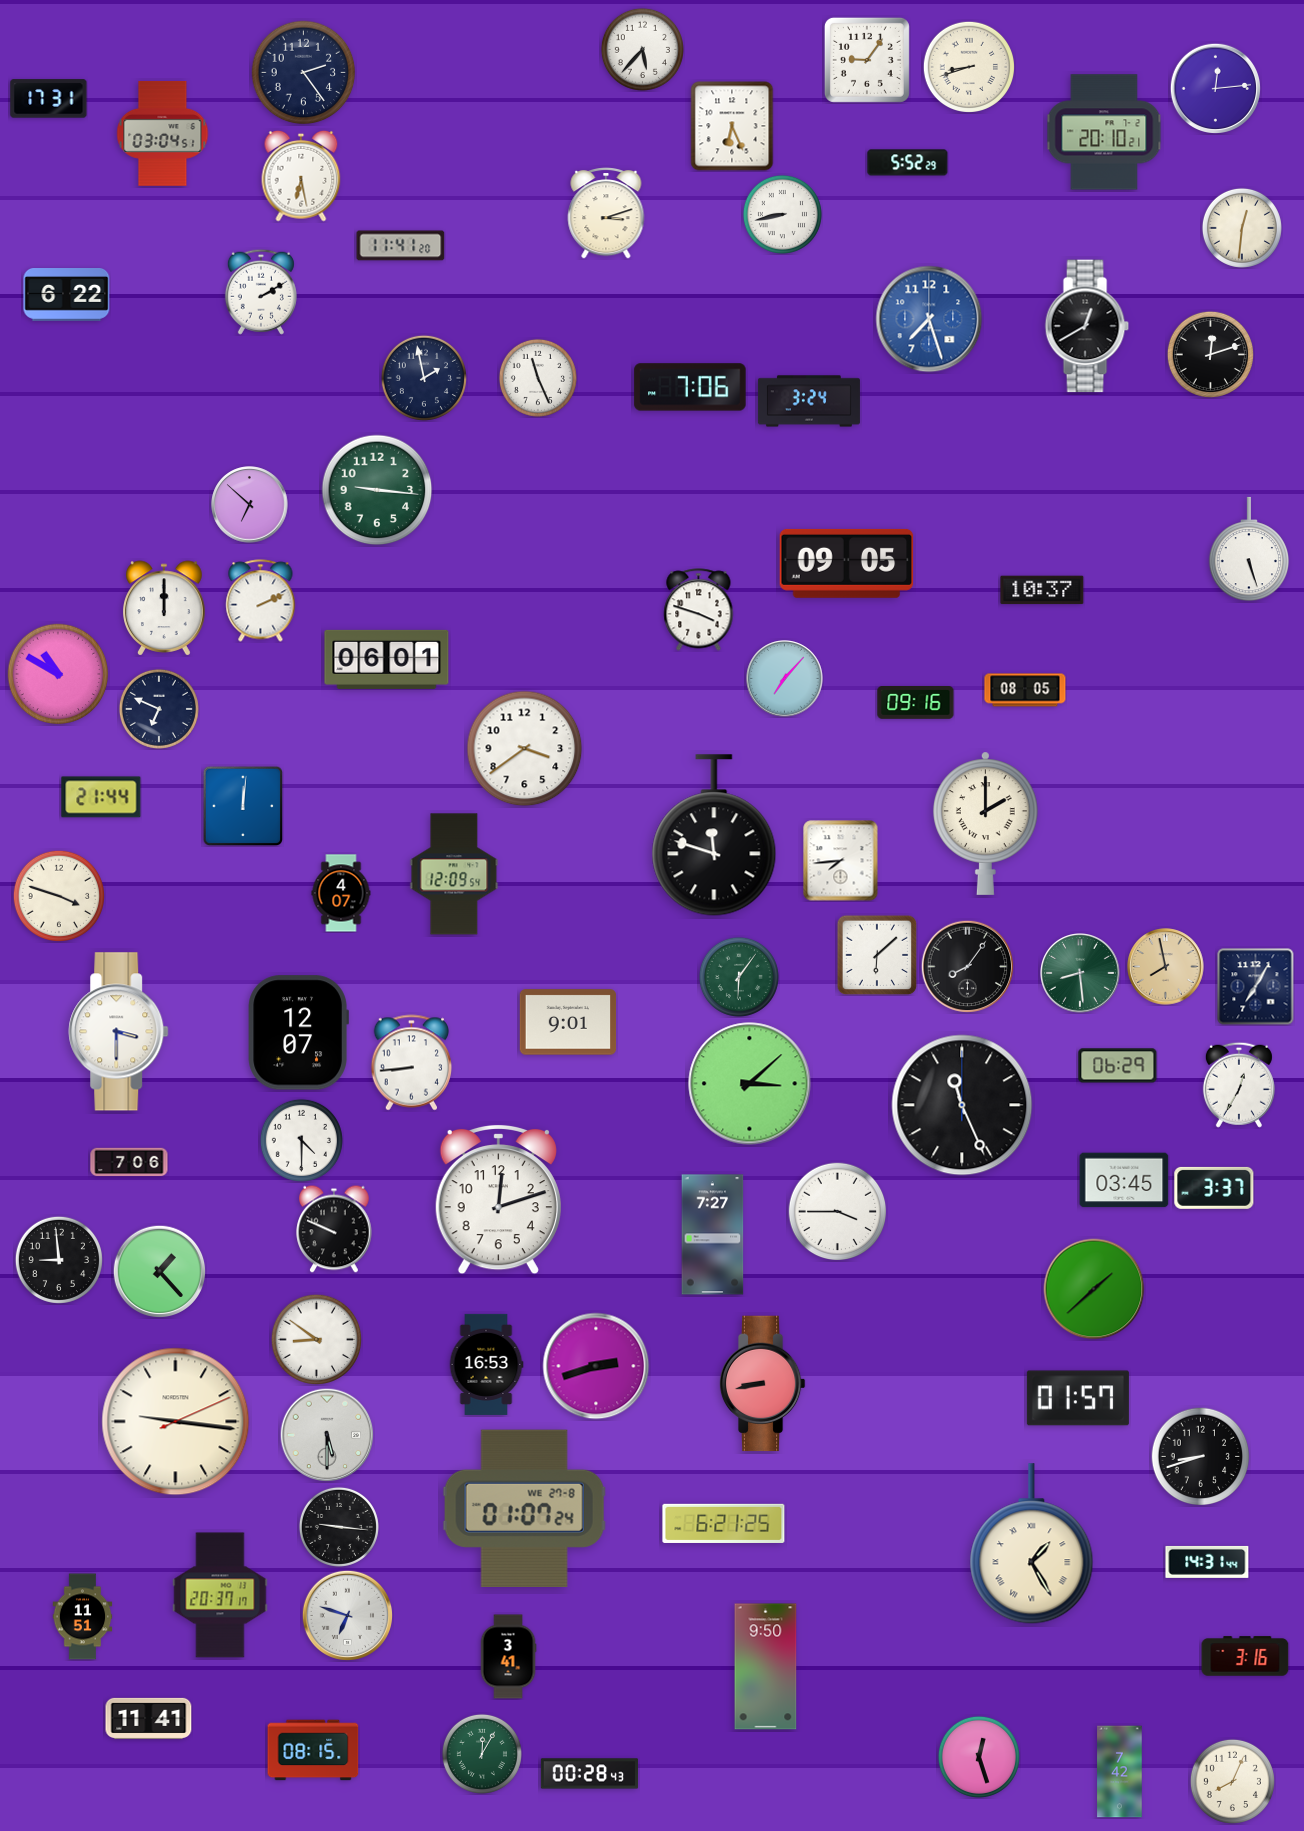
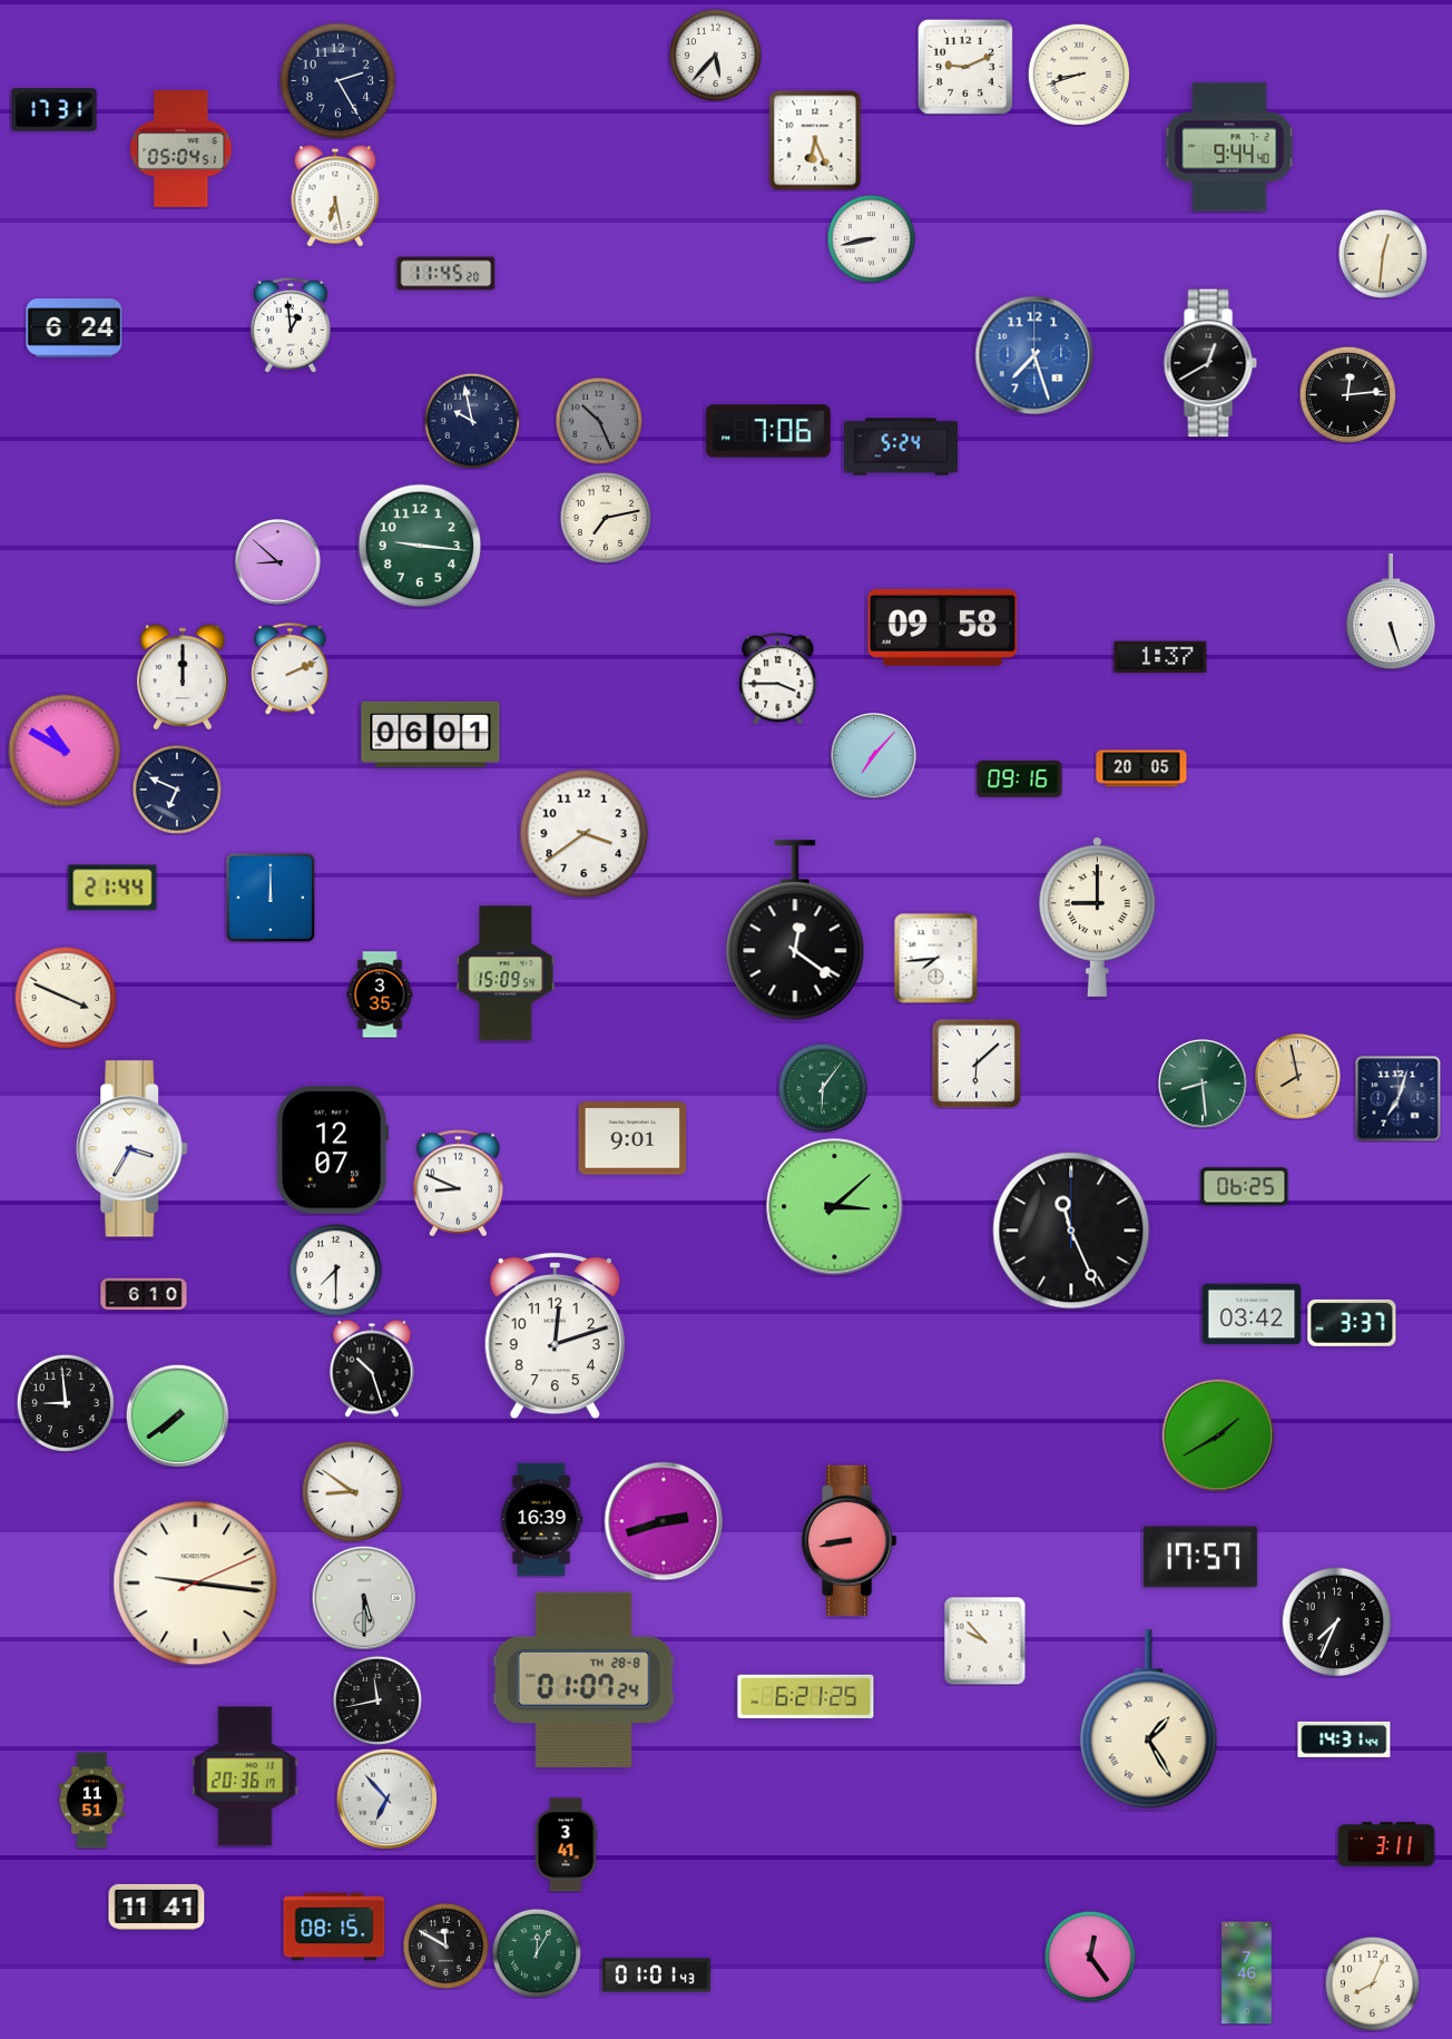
clock at (867, 60): 9:06 -> 9:11
clock at (304, 73): 2:24 -> 2:25
clock at (1215, 88): 12:14 -> none
clock at (1104, 132): 20:10 -> 9:44
clock at (163, 133): 03:04 -> 05:04
clock at (908, 163): 5:52 -> none
clock at (606, 214): 3:12 -> none
clock at (401, 246): 11:41 -> 11:45
clock at (261, 292): 2:10 -> 12:59
clock at (67, 295): 6:22 -> 6:24
clock at (1210, 354): 12:12 -> 12:14
clock at (424, 378): 1:58 -> 9:58
clock at (538, 378): 11:26 -> 10:26
clock at (538, 378) dial: white -> grey
clock at (809, 401): 3:24 -> 5:24
clock at (606, 518): none -> 7:13
clock at (250, 505): 6:52 -> 8:52
clock at (847, 563): 09:05 -> 09:58
clock at (1042, 590): 10:37 -> 1:37
clock at (699, 610): 3:48 -> 3:45
clock at (1025, 690): 08:05 -> 20:05
clock at (916, 703) position: (916, 703) -> (1020, 780)
clock at (242, 805): 12:01 -> 12:00
clock at (985, 823): 2:00 -> 9:00
clock at (714, 835): 11:48 -> 12:21
clock at (454, 874): 12:09 -> 15:09
clock at (341, 893): 4:07 -> 3:35
clock at (58, 895): 3:48 -> 3:49
clock at (967, 966): 8:06 -> none
clock at (1256, 987): 7:05 -> 7:03
clock at (119, 1032): 3:30 -> 3:35
clock at (412, 1063): 8:44 -> 8:49
clock at (1118, 1066): 06:29 -> 06:25
clock at (1239, 1085): 12:35 -> none
clock at (301, 1140): 4:30 -> 7:30
clock at (129, 1162): 7:06 -> 6:10
clock at (1124, 1180): 03:45 -> 03:42
clock at (838, 1212): 3:45 -> none
clock at (334, 1229): 9:49 -> 10:27
clock at (713, 1235): 7:27 -> none
clock at (159, 1271): 1:23 -> 7:39
clock at (1094, 1289): 1:38 -> 1:40
clock at (486, 1364): 16:53 -> 16:39
clock at (1078, 1398): 01:57 -> 17:57
clock at (1201, 1457): 8:42 -> 7:34
clock at (985, 1641): none -> 9:53
clock at (524, 1508) date: WE 27-8 -> TH 28-8
clock at (339, 1527): 9:16 -> 11:43
clock at (220, 1595): 20:37 -> 20:36
clock at (347, 1615): 6:48 -> 6:53
clock at (1245, 1656): 3:16 -> 3:11
clock at (766, 1667): 9:50 -> none
clock at (149, 1718) position: (149, 1718) -> (157, 1906)
clock at (445, 1945): none -> 11:50
clock at (313, 1750) position: (313, 1750) -> (334, 1927)
clock at (979, 1757): 12:27 -> 12:24
clock at (1120, 1772): 7:42 -> 7:46
clock at (590, 1774): 00:28 -> 01:01
